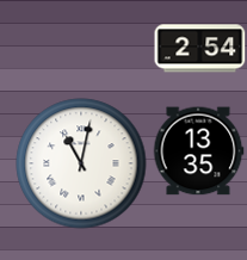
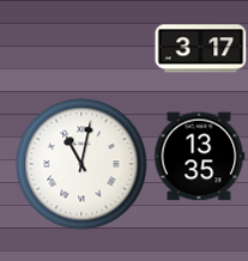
clock at (200, 49): 2:54 -> 3:17
clock at (198, 151) position: (198, 151) -> (199, 157)
